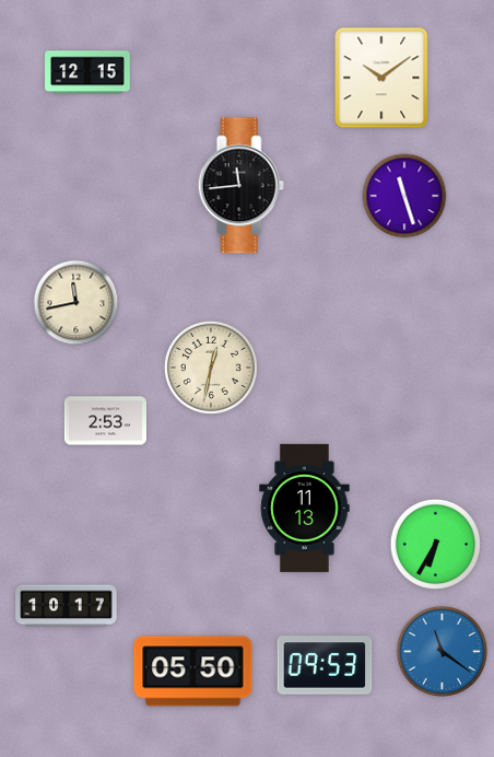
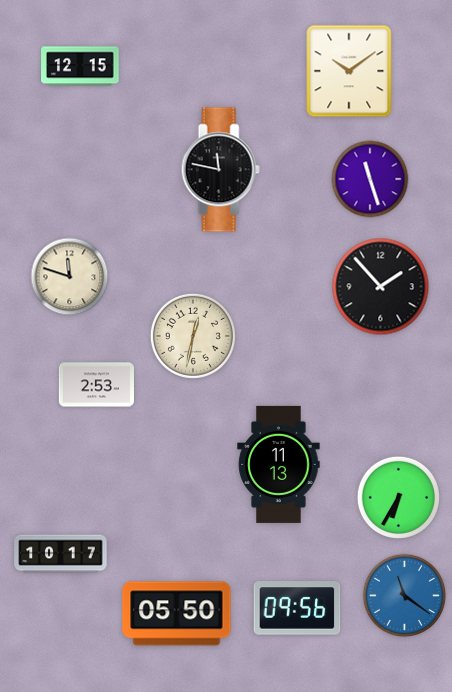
clock at (240, 186): 11:44 -> 11:47
clock at (77, 303): 11:43 -> 11:48
clock at (381, 287): none -> 1:53
clock at (325, 665): 09:53 -> 09:56
